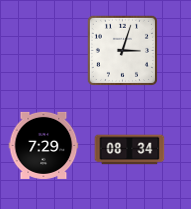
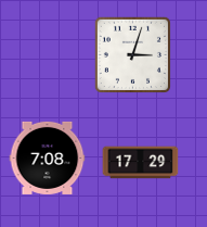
clock at (44, 145): 7:29 -> 7:08
clock at (130, 150): 08:34 -> 17:29
